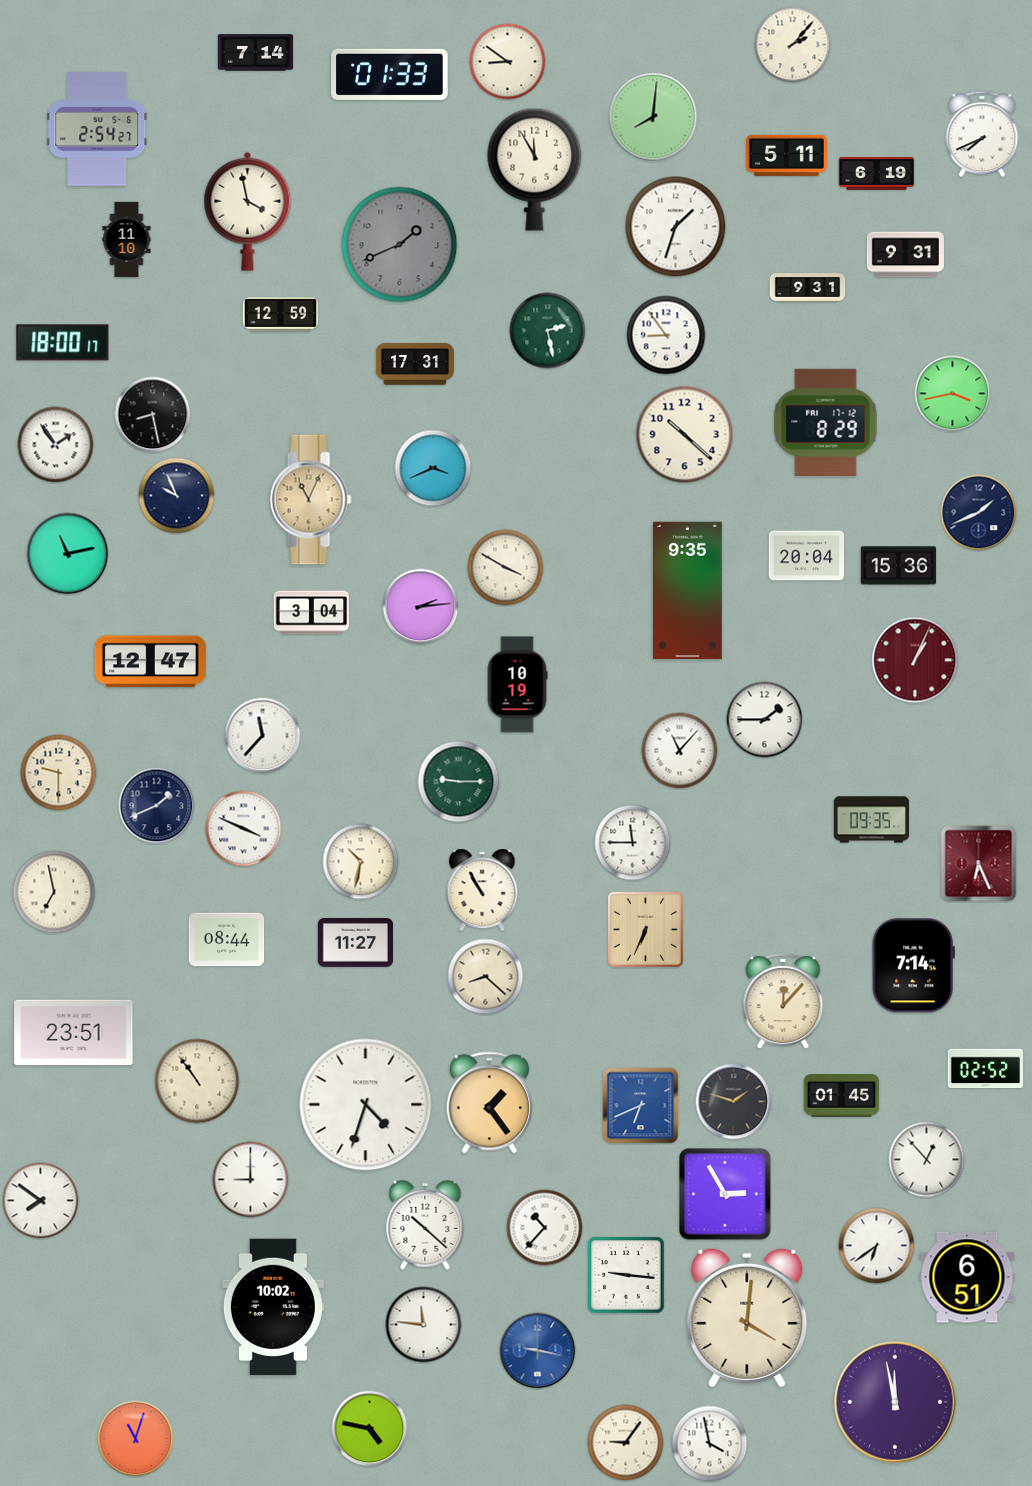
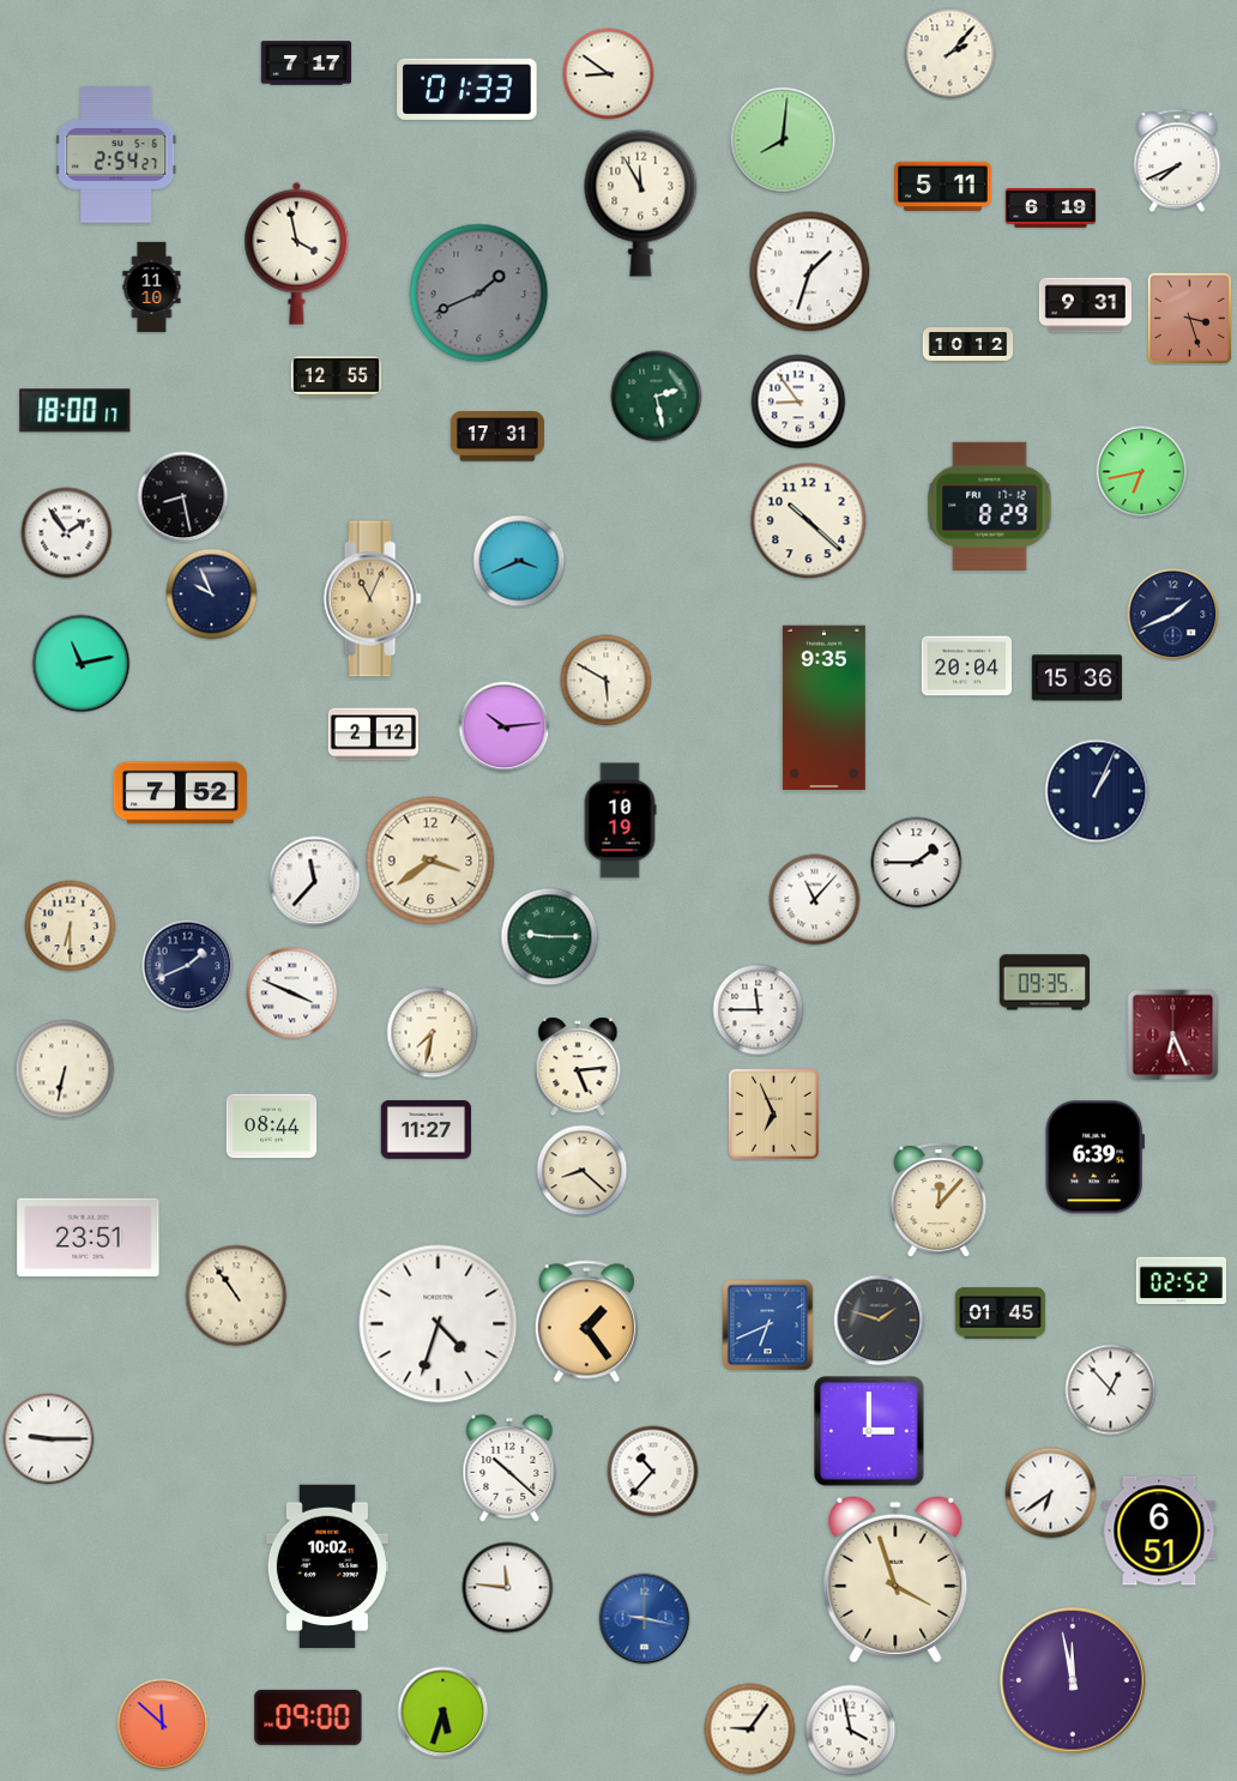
clock at (256, 53): 7:14 -> 7:17
clock at (1190, 319): none -> 3:27
clock at (808, 288): 9:31 -> 10:12
clock at (281, 315): 12:59 -> 12:55
clock at (953, 394): 3:43 -> 6:43
clock at (685, 435) position: (685, 435) -> (809, 521)
clock at (506, 568): 3:50 -> 5:50
clock at (421, 607): 2:14 -> 10:14
clock at (311, 613): 3:04 -> 2:12
clock at (915, 660) dial: burgundy -> navy
clock at (150, 662): 12:47 -> 7:52
clock at (430, 861): none -> 3:39
clock at (59, 773): 9:30 -> 6:30
clock at (361, 862): 10:32 -> 7:32
clock at (482, 890): 10:55 -> 5:14
clock at (54, 892): 6:58 -> 6:32
clock at (645, 929): 6:34 -> 6:56
clock at (913, 966): 7:14 -> 6:39
clock at (842, 1096) position: (842, 1096) -> (1001, 1314)
clock at (251, 1180): 9:00 -> none
clock at (725, 1194): 2:55 -> 3:00
clock at (41, 1201): 7:51 -> 9:15
clock at (626, 1275): 9:16 -> none
clock at (747, 1318): 4:01 -> 3:57
clock at (370, 1429): 4:47 -> 5:33
clock at (308, 1717): none -> 09:00
clock at (136, 1439): 11:03 -> 11:52
